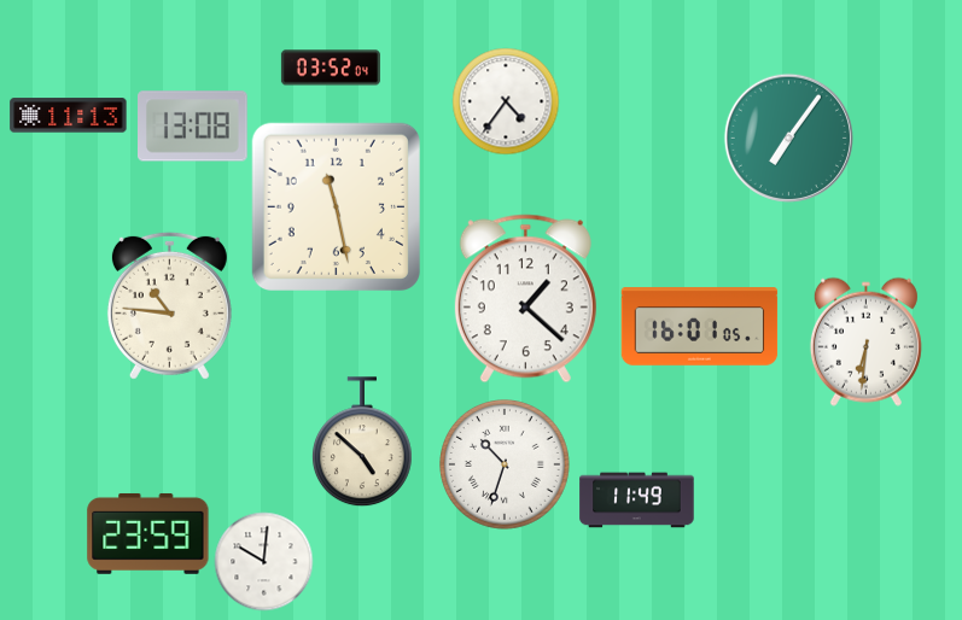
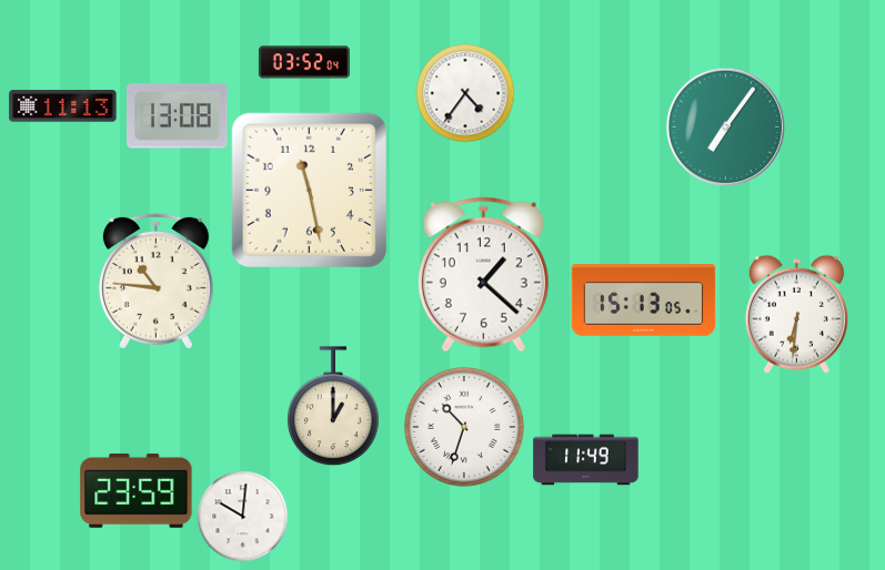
clock at (700, 327): 16:01 -> 15:13
clock at (362, 441): 4:52 -> 1:00
